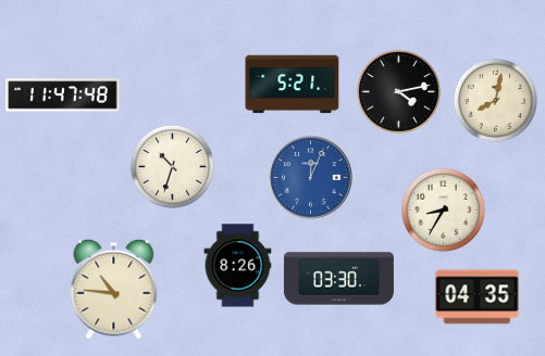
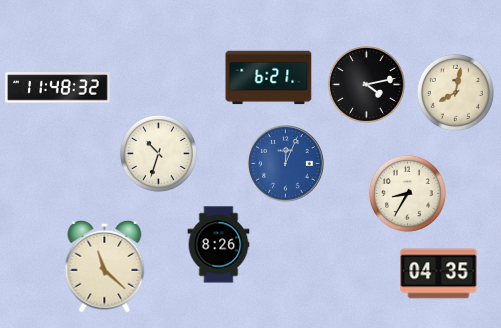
clock at (293, 85): 5:21 -> 6:21
clock at (63, 96): 11:47 -> 11:48
clock at (338, 279): 03:30 -> none
clock at (114, 289): 10:46 -> 11:22
